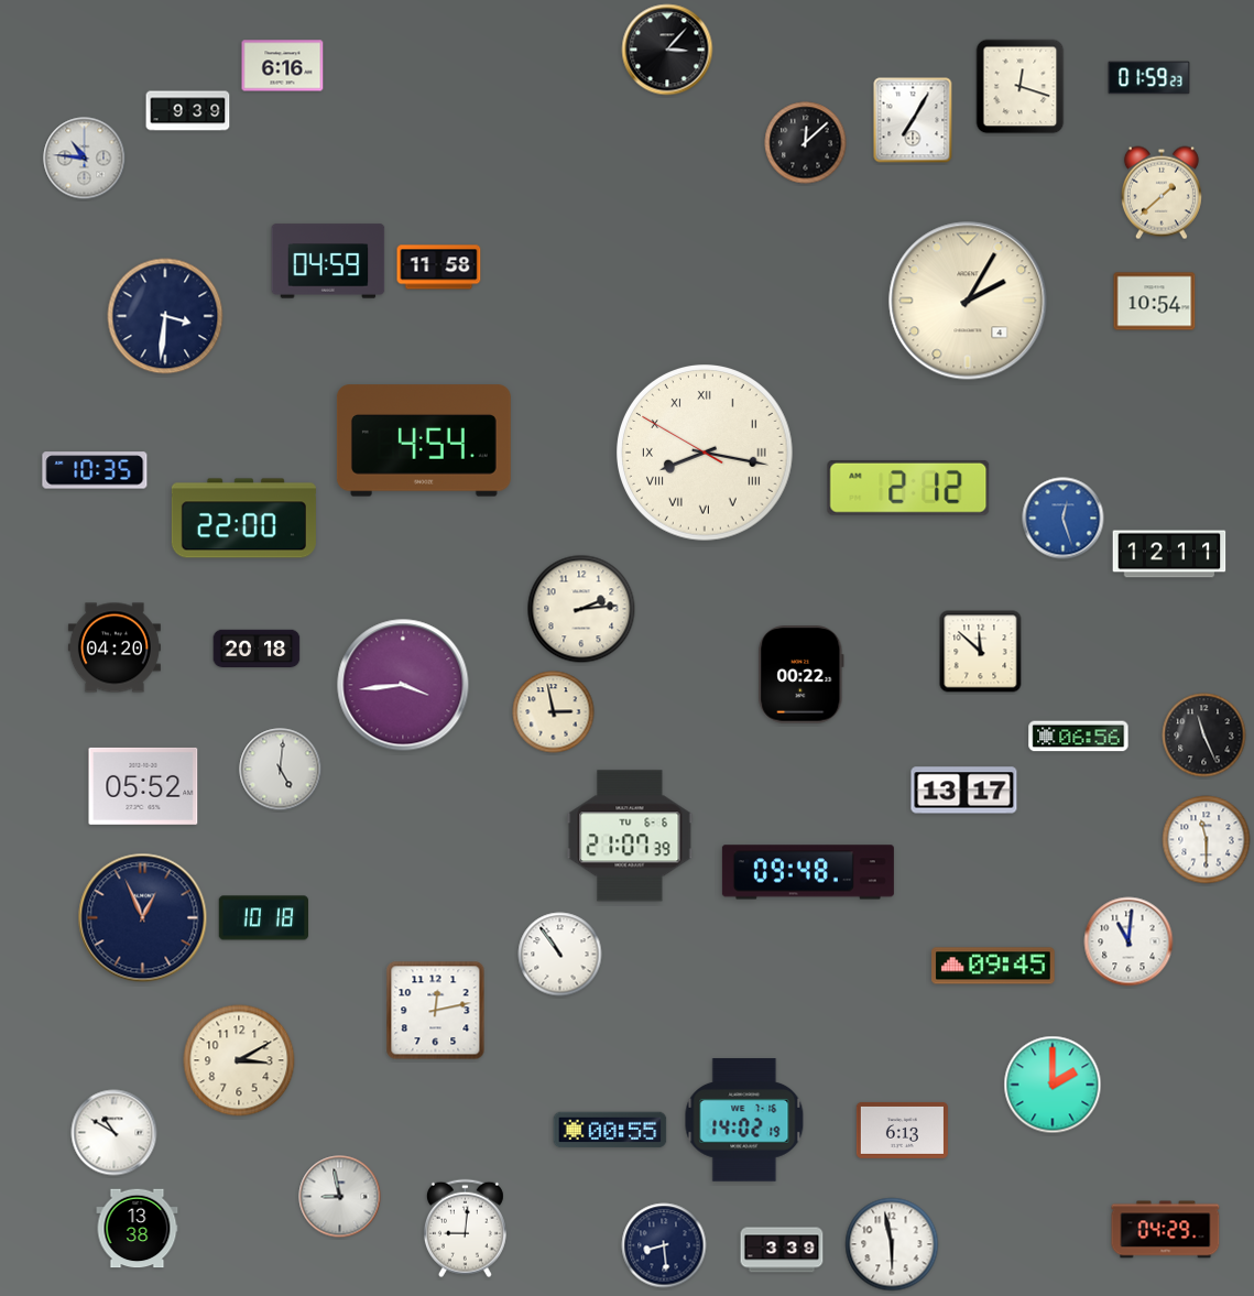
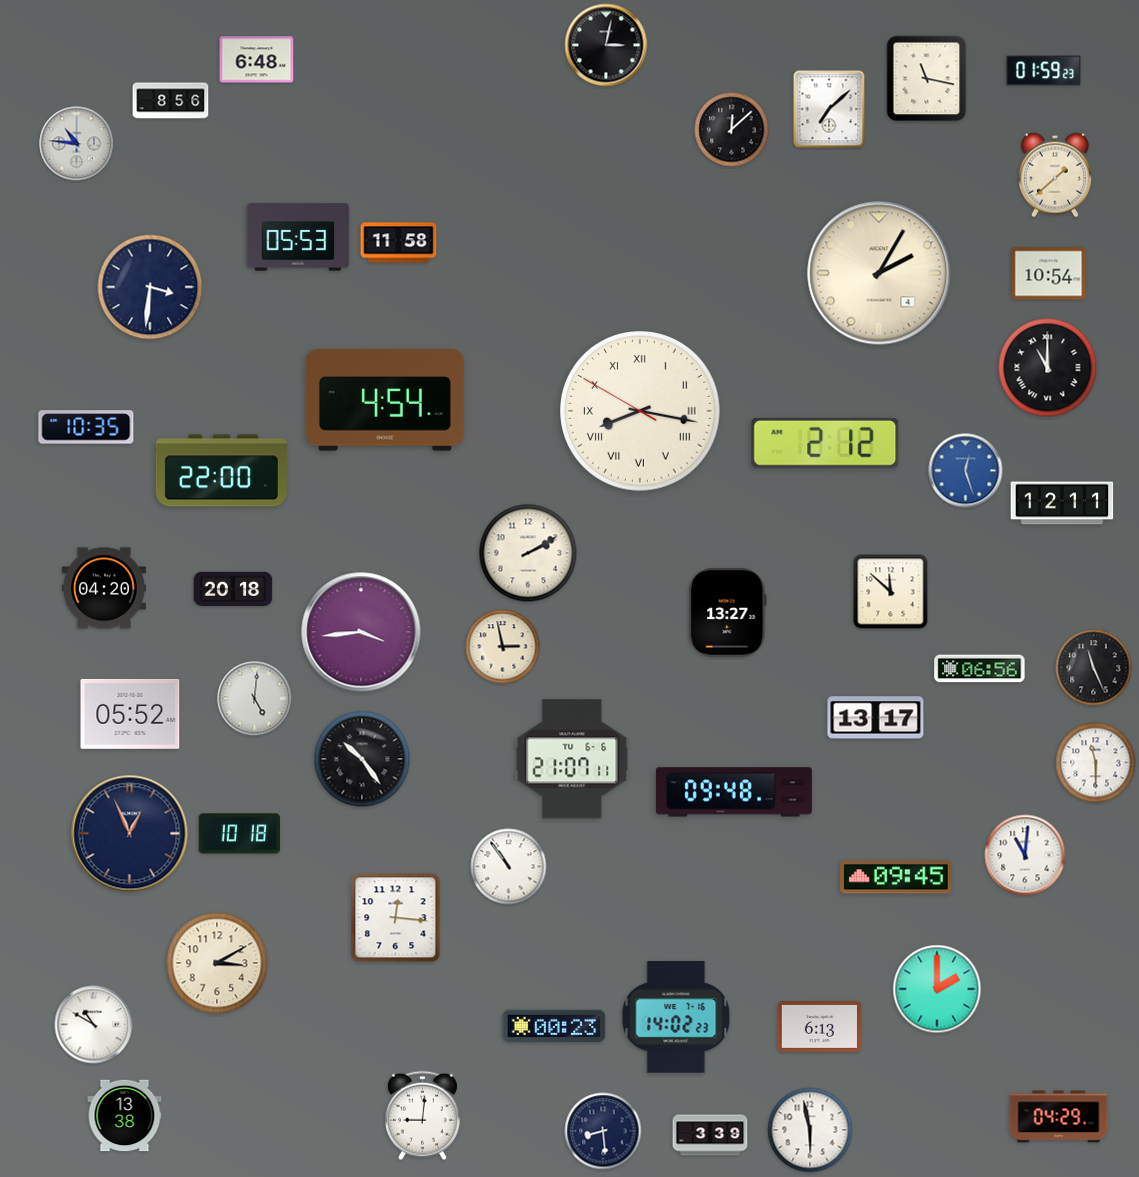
clock at (667, 50): 3:07 -> 3:02
clock at (283, 66): 6:16 -> 6:48
clock at (1021, 87): 12:18 -> 11:17
clock at (188, 111): 9:39 -> 8:56
clock at (913, 120): 7:05 -> 7:08
clock at (328, 261): 04:59 -> 05:53
clock at (1048, 368): none -> 11:00
clock at (581, 609): 2:14 -> 2:10
clock at (802, 675): 00:22 -> 13:27
clock at (403, 685) position: (403, 685) -> (361, 632)
clock at (362, 759): none -> 10:24
clock at (630, 836): 21:07:39 -> 21:07:11
clock at (993, 966) position: (993, 966) -> (896, 877)
clock at (436, 1011): 12:13 -> 12:16
clock at (1053, 1085) position: (1053, 1085) -> (937, 989)
clock at (744, 1120): 14:02:19 -> 14:02:23
clock at (610, 1130): 00:55 -> 00:23
clock at (115, 1133) position: (115, 1133) -> (94, 1025)
clock at (340, 1197): 8:58 -> none
